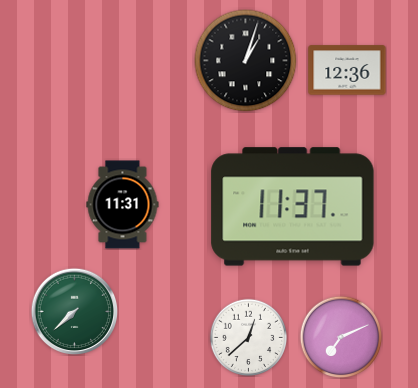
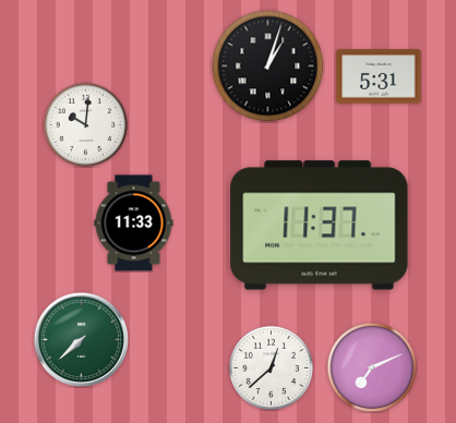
clock at (347, 70): 12:36 -> 5:31
clock at (85, 124): none -> 10:01
clock at (123, 205): 11:31 -> 11:33
